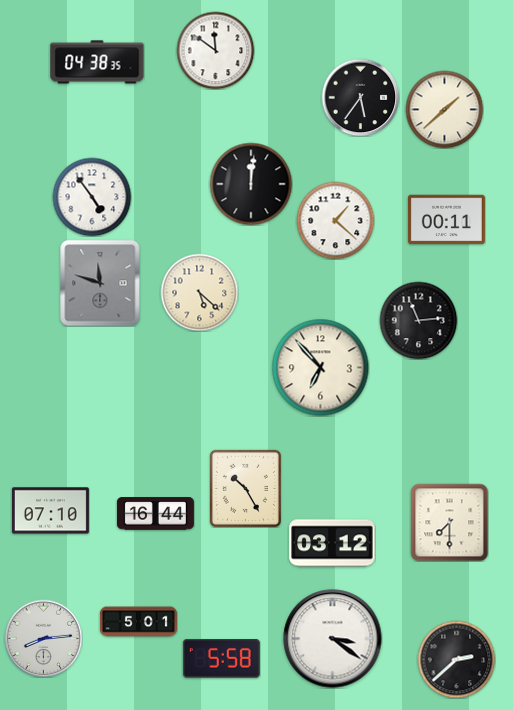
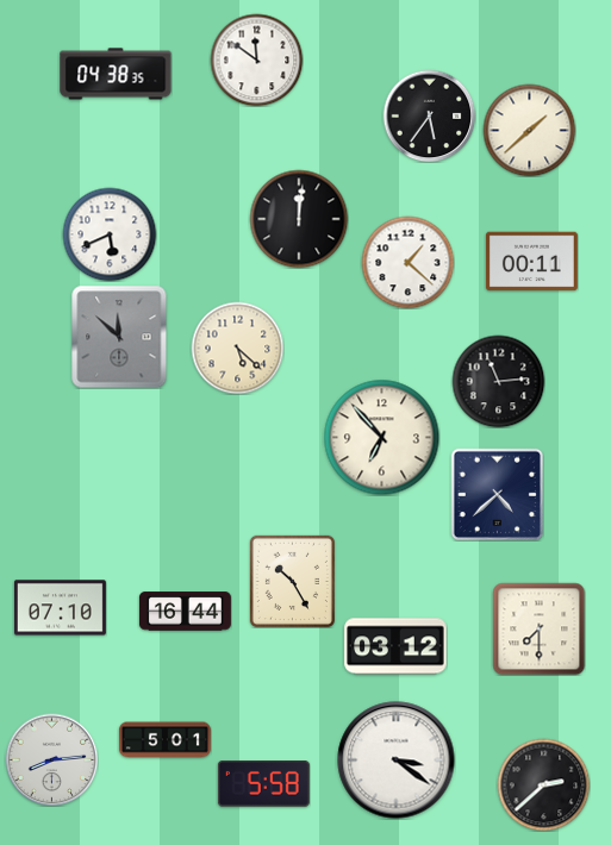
clock at (92, 197): 4:54 -> 5:41
clock at (335, 220) position: (335, 220) -> (407, 262)
clock at (100, 283): 11:48 -> 11:52
clock at (497, 494): none -> 4:38
clock at (449, 522) position: (449, 522) -> (538, 628)
